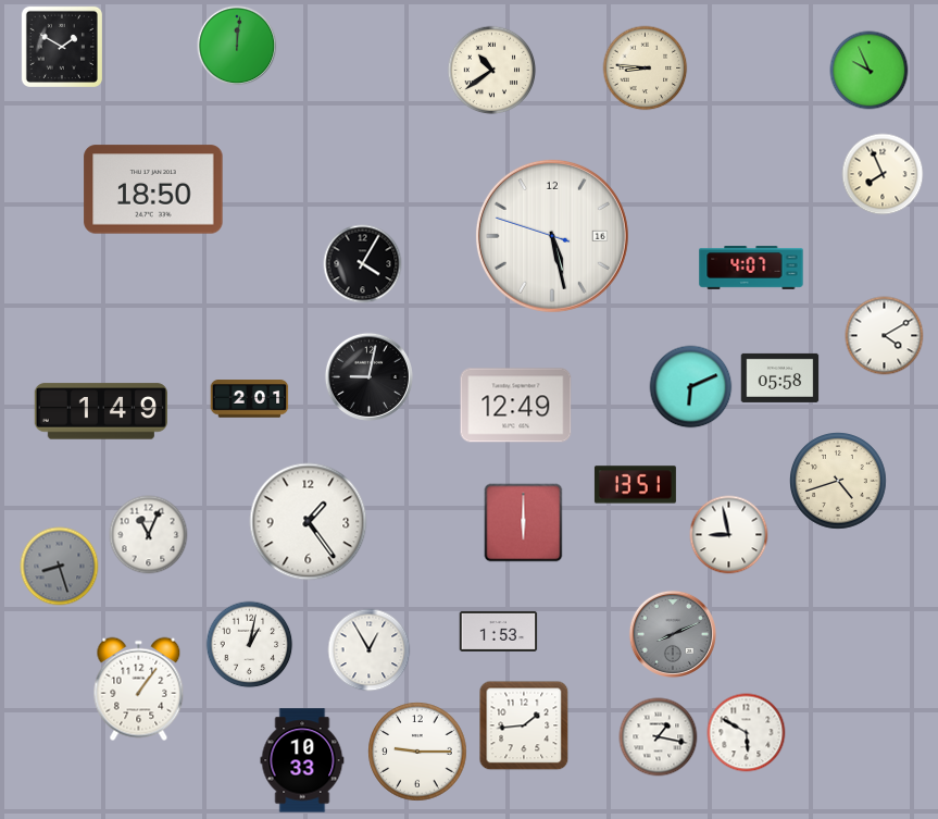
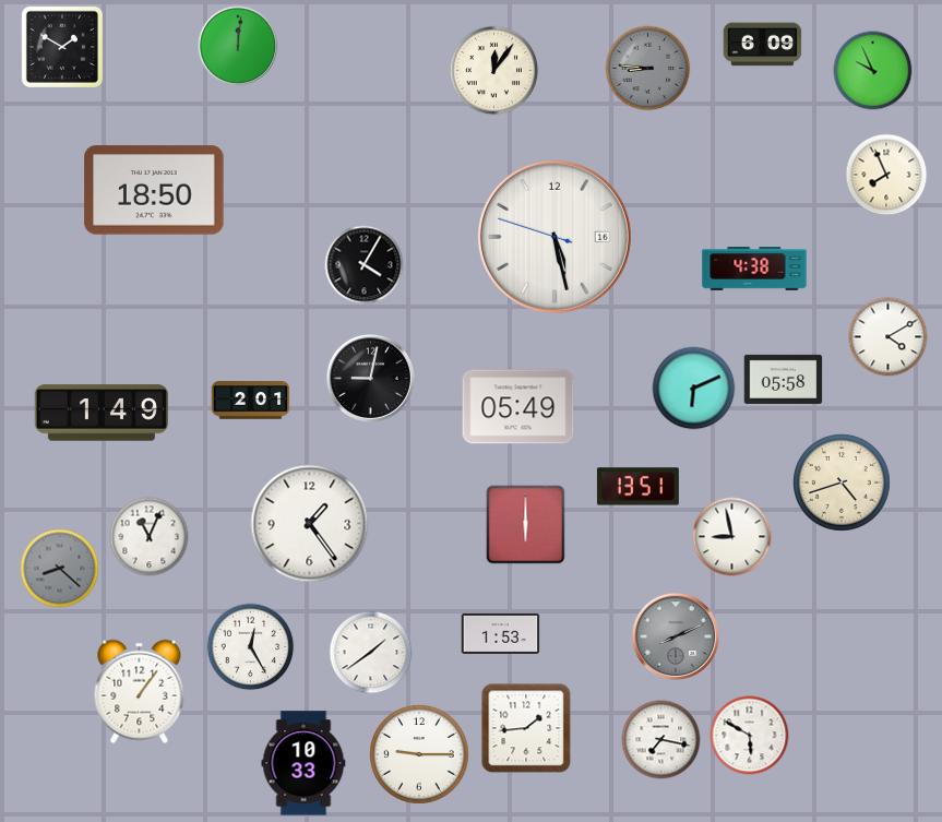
clock at (763, 45): none -> 6:09
clock at (646, 69) dial: cream -> grey
clock at (492, 71): 10:39 -> 12:06
clock at (751, 268): 4:07 -> 4:38
clock at (516, 406): 12:49 -> 05:49
clock at (60, 567): 8:27 -> 8:22
clock at (250, 645): 1:02 -> 12:25
clock at (370, 650): 12:55 -> 1:39
clock at (659, 737): 1:17 -> 7:17
